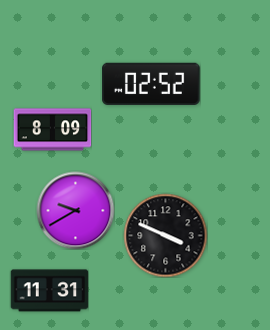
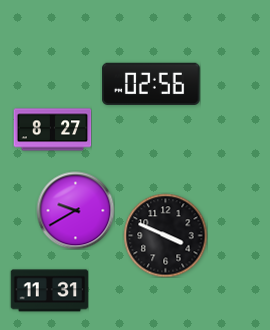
clock at (151, 83): 02:52 -> 02:56
clock at (52, 130): 8:09 -> 8:27
